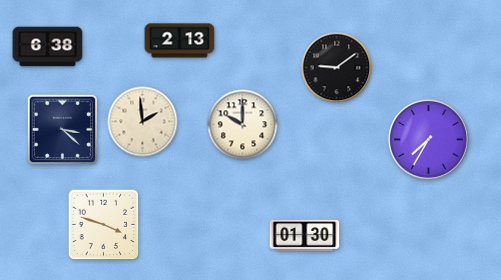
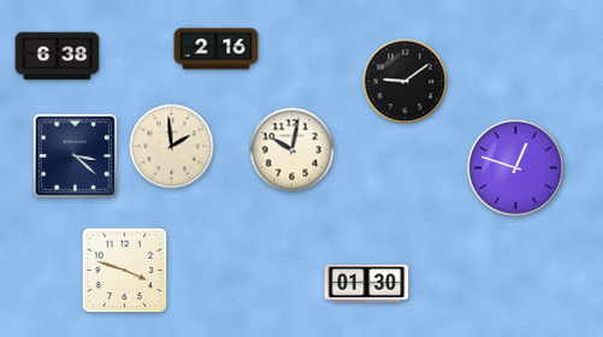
clock at (180, 41): 2:13 -> 2:16
clock at (243, 125): 10:00 -> 10:02
clock at (428, 139): 7:35 -> 12:48
